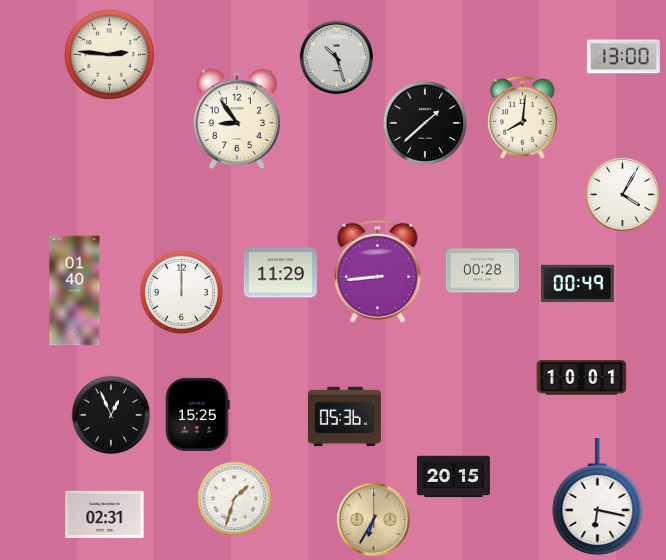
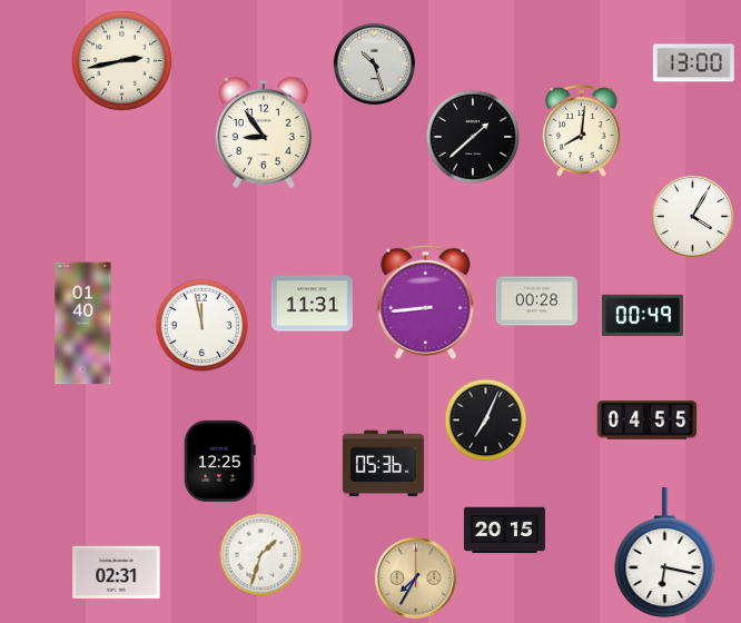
clock at (109, 54): 2:46 -> 2:43
clock at (378, 271) position: (378, 271) -> (426, 301)
clock at (280, 273): 11:29 -> 11:31
clock at (182, 293): 12:00 -> 11:58
clock at (486, 421): none -> 7:04
clock at (582, 378): 10:01 -> 04:55
clock at (198, 414): 15:25 -> 12:25
clock at (111, 415): 12:56 -> none
clock at (373, 519): 6:35 -> 7:35
